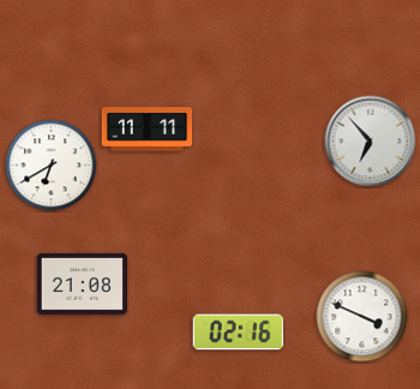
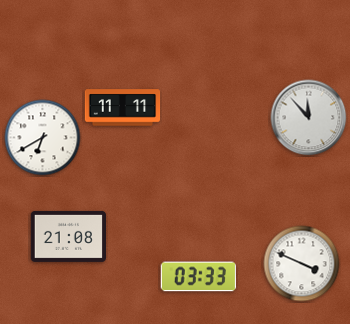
clock at (371, 142): 6:53 -> 11:53
clock at (238, 333): 02:16 -> 03:33
